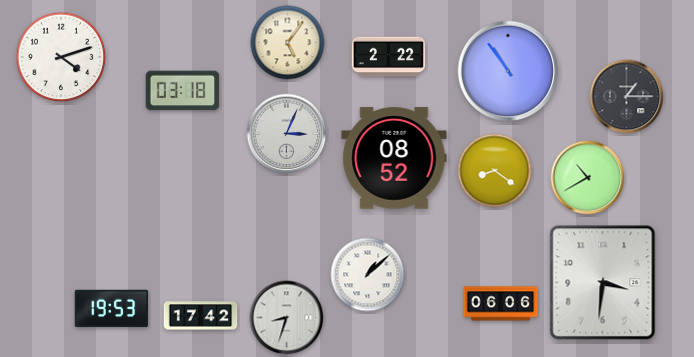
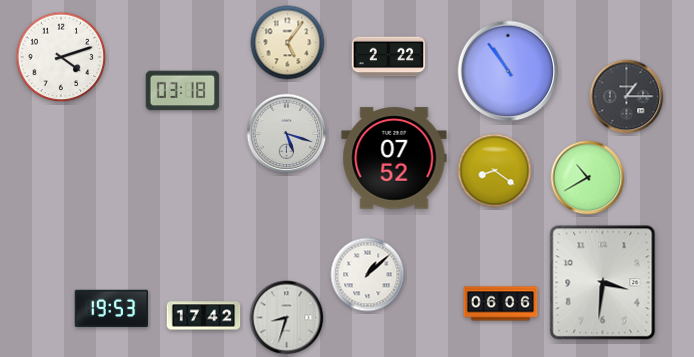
clock at (287, 134): 3:04 -> 5:18
clock at (394, 158): 08:52 -> 07:52
clock at (201, 316) position: (201, 316) -> (204, 316)
